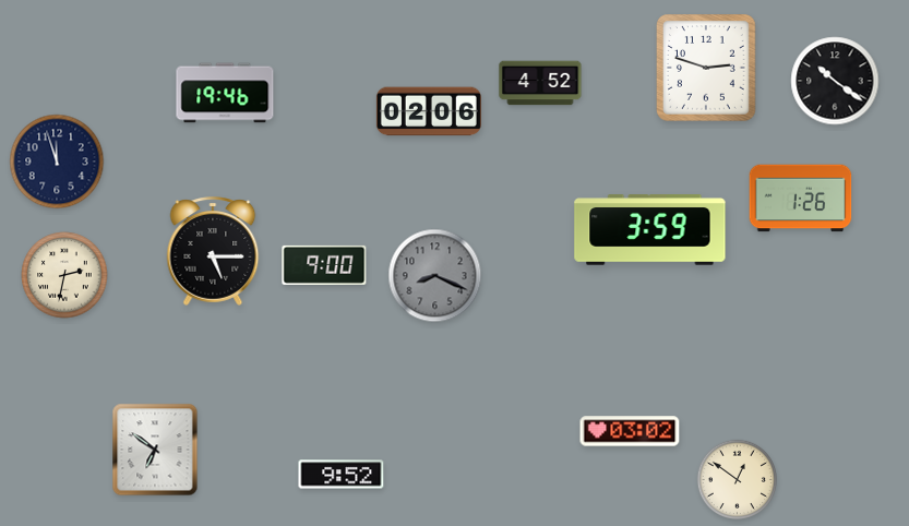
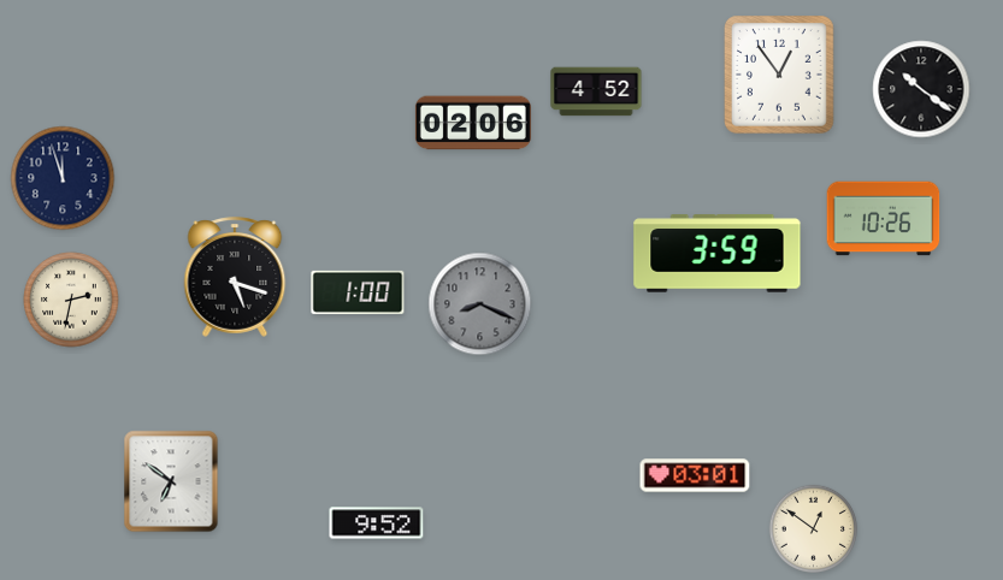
clock at (707, 69): 2:48 -> 12:54
clock at (225, 93): 19:46 -> none
clock at (801, 199): 1:26 -> 10:26
clock at (213, 251): 5:15 -> 5:18
clock at (324, 265): 9:00 -> 1:00
clock at (64, 275) position: (64, 275) -> (71, 300)
clock at (630, 431): 03:02 -> 03:01
clock at (155, 450) position: (155, 450) -> (171, 481)
